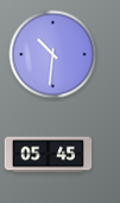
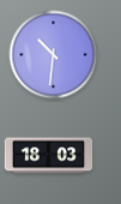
clock at (49, 155): 05:45 -> 18:03
